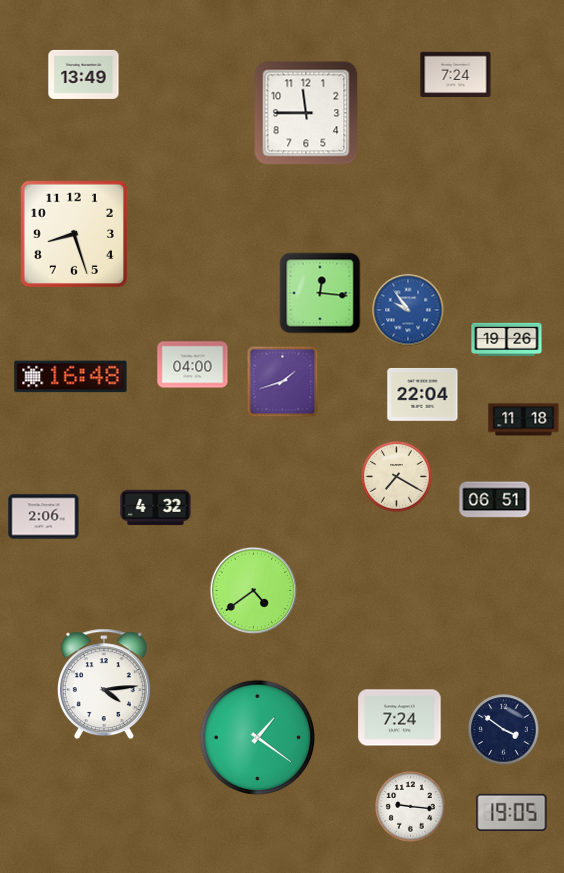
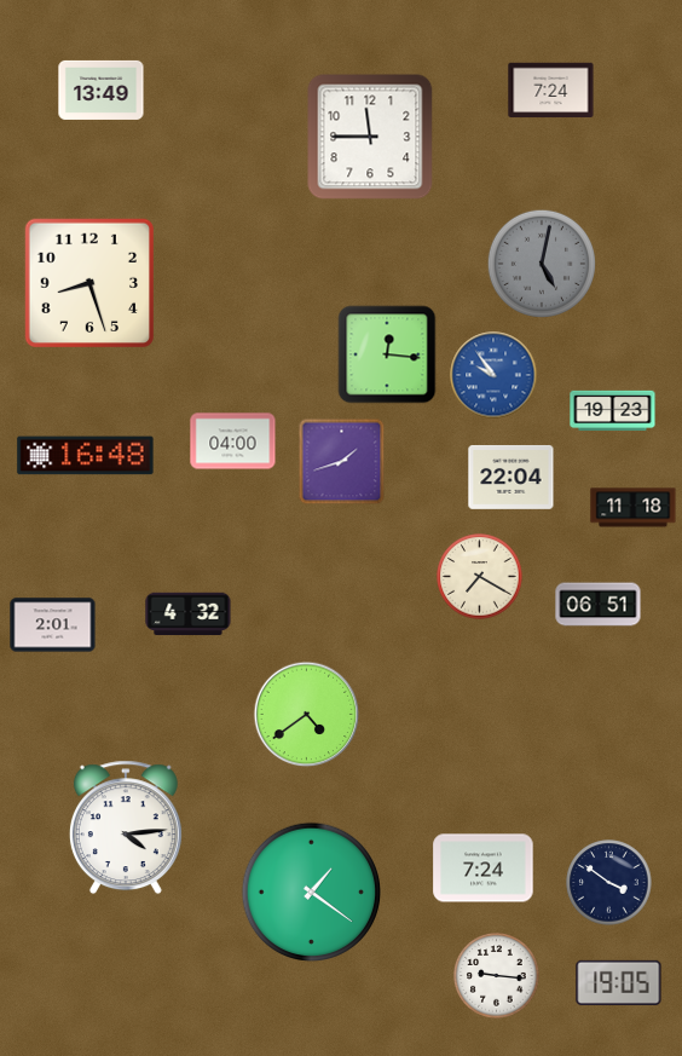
clock at (541, 262): none -> 5:02
clock at (507, 340): 19:26 -> 19:23
clock at (44, 517): 2:06 -> 2:01
